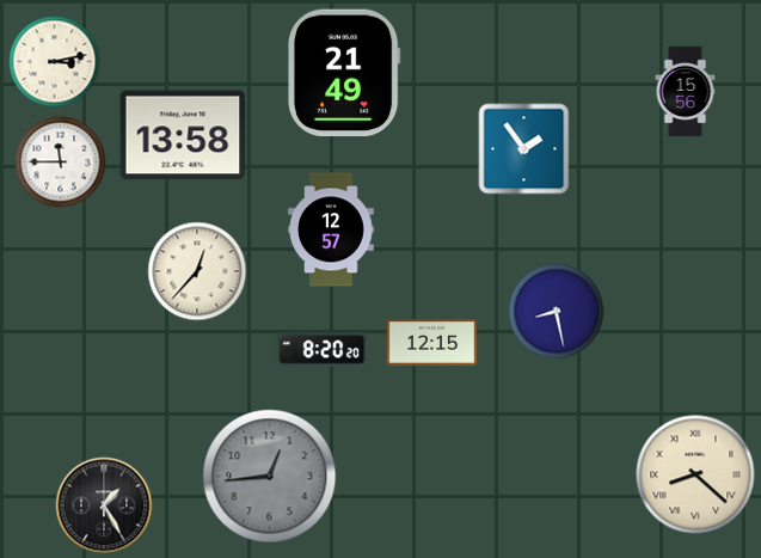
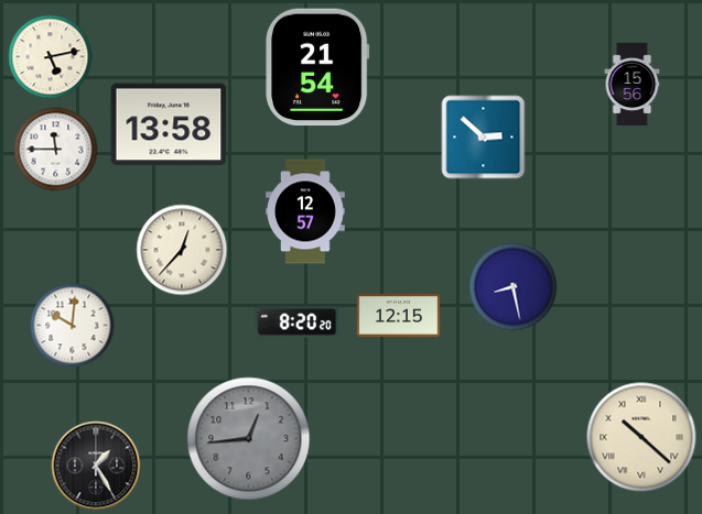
clock at (55, 62): 3:13 -> 5:13
clock at (344, 73): 21:49 -> 21:54
clock at (524, 149): 1:54 -> 2:52
clock at (73, 326): none -> 10:01
clock at (695, 474): 8:22 -> 10:22
